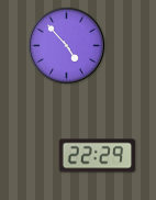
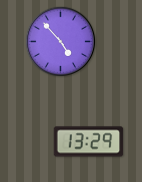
clock at (98, 156): 22:29 -> 13:29
